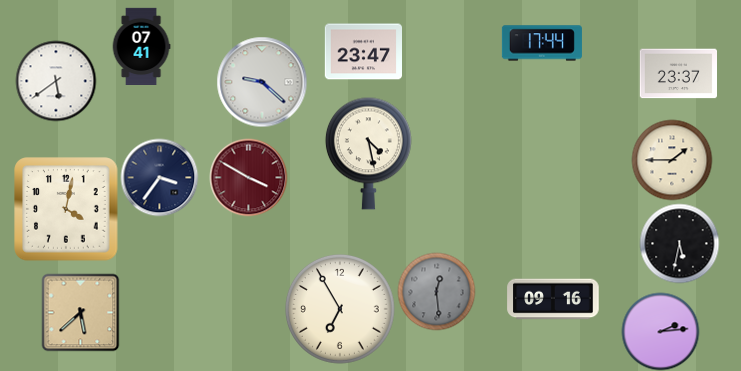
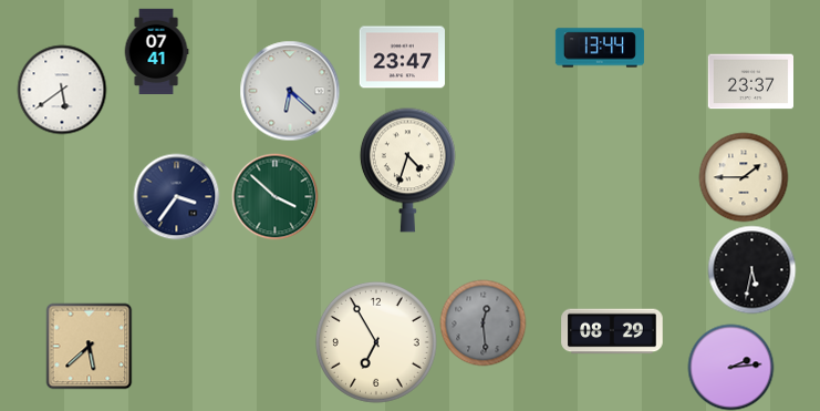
clock at (542, 43): 17:44 -> 13:44
clock at (262, 82): 9:22 -> 6:22
clock at (368, 153): 4:28 -> 4:33
clock at (248, 177): 3:50 -> 3:52
clock at (248, 177) dial: burgundy -> green
clock at (66, 209): 4:02 -> none
clock at (553, 299): 09:16 -> 08:29
